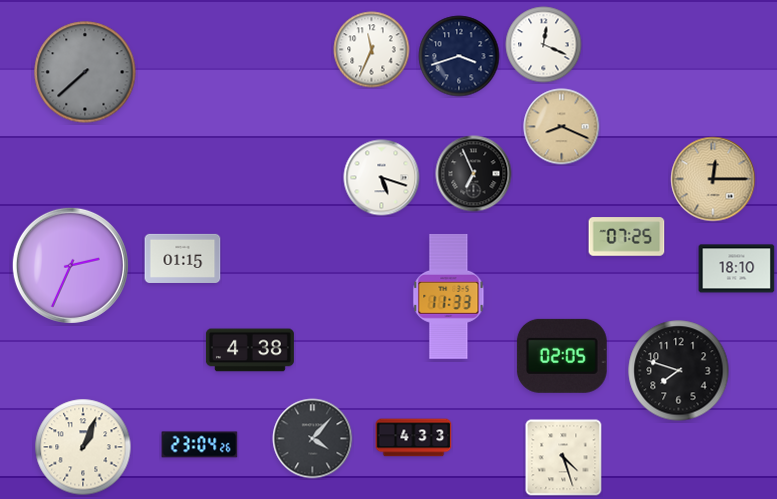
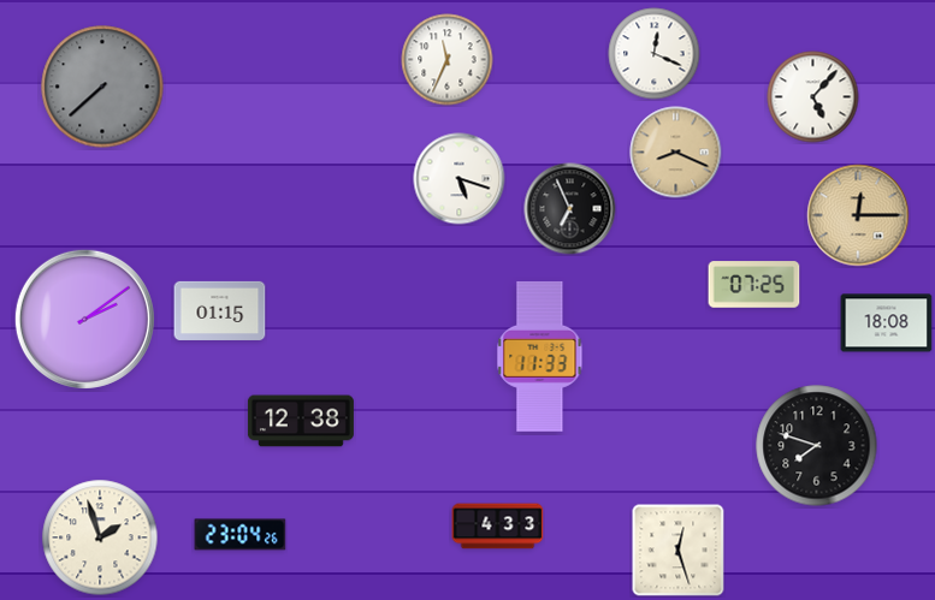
clock at (459, 56): 3:42 -> none
clock at (813, 97): none -> 5:07
clock at (382, 178) position: (382, 178) -> (460, 179)
clock at (70, 265): 2:34 -> 2:09
clock at (737, 269): 18:10 -> 18:08
clock at (250, 350): 4:38 -> 12:38
clock at (562, 356): 02:05 -> none
clock at (313, 439): 4:07 -> none
clock at (83, 447): 1:04 -> 1:57
clock at (564, 458): 4:27 -> 12:27
